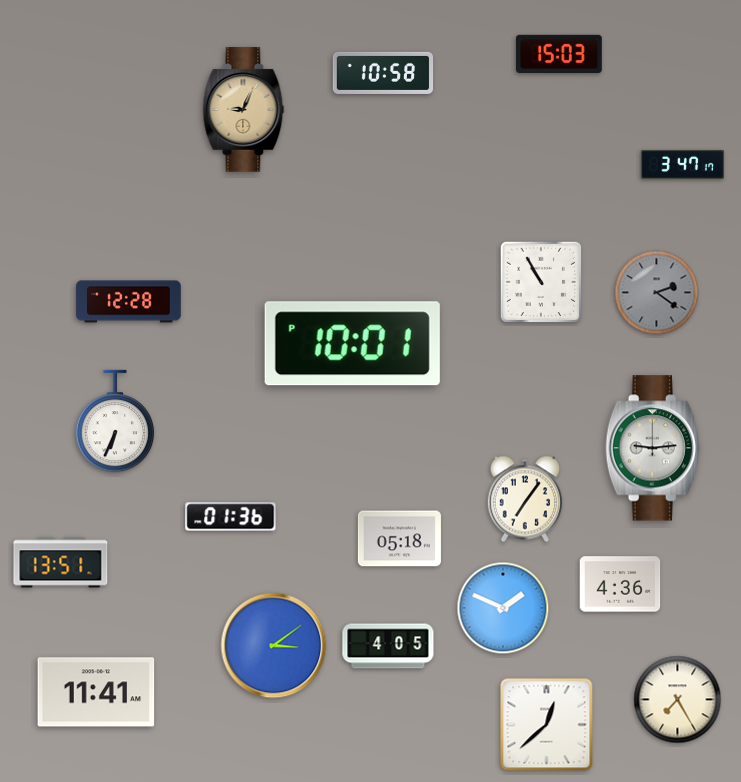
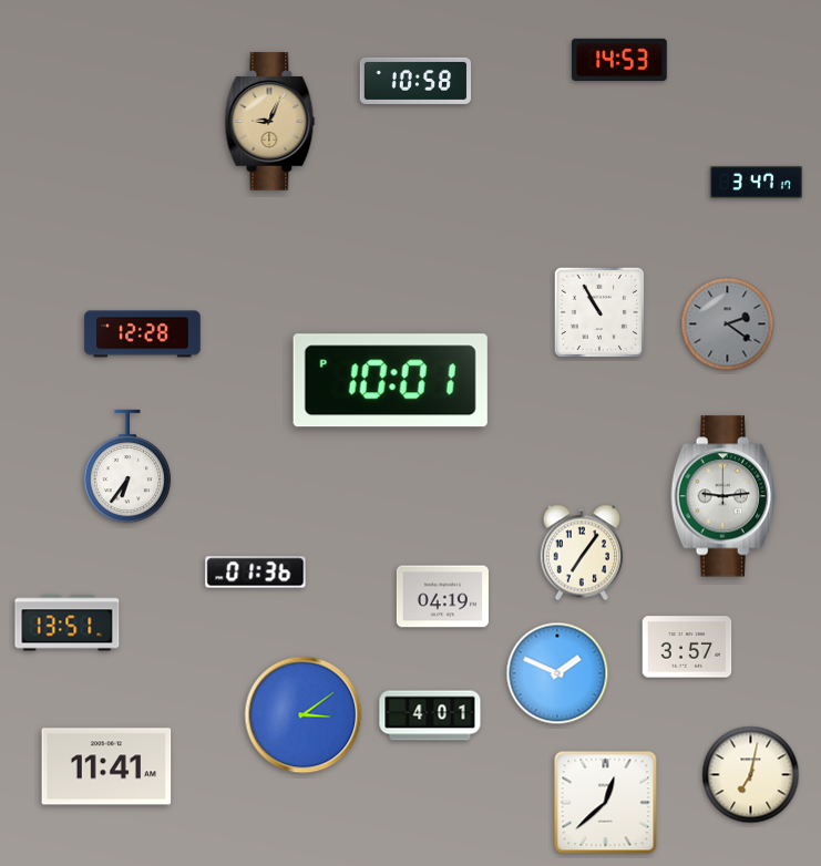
clock at (560, 53): 15:03 -> 14:53
clock at (383, 73) position: (383, 73) -> (415, 81)
clock at (115, 421): 6:34 -> 6:36
clock at (399, 539): 05:18 -> 04:19
clock at (620, 584): 4:36 -> 3:57
clock at (388, 646): 4:05 -> 4:01
clock at (678, 700): 7:25 -> 7:02
